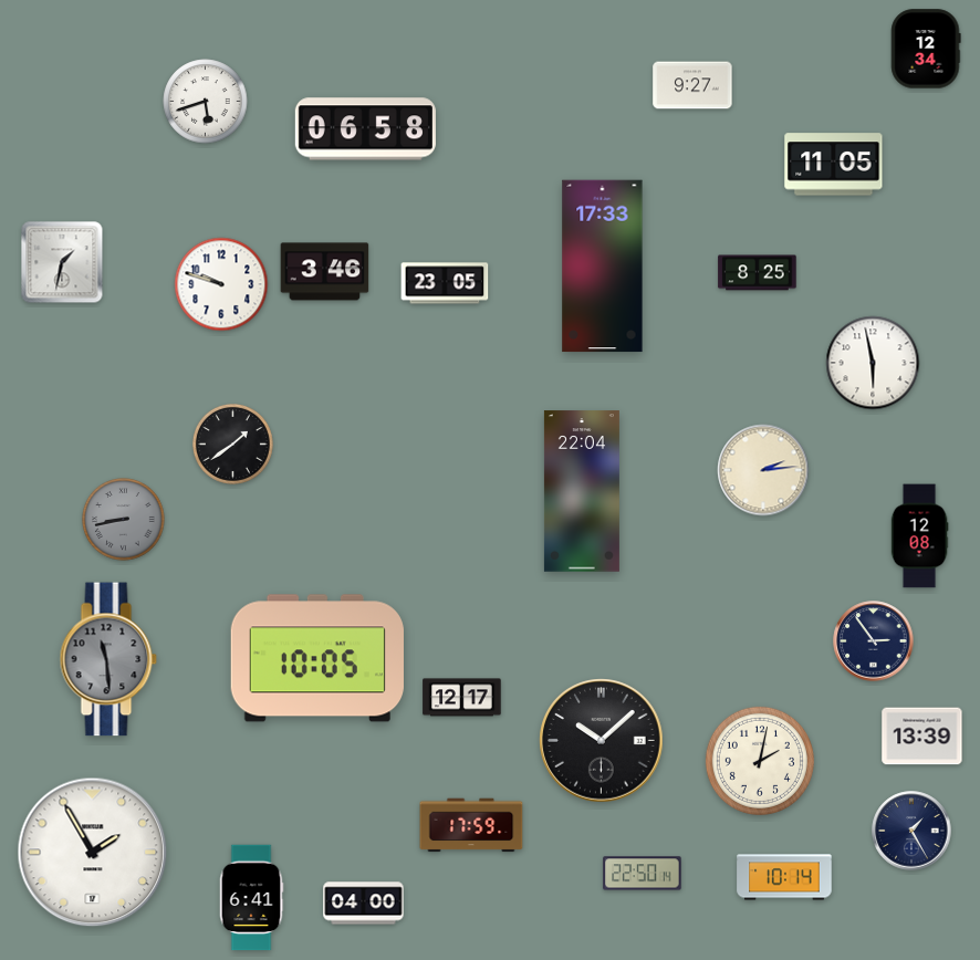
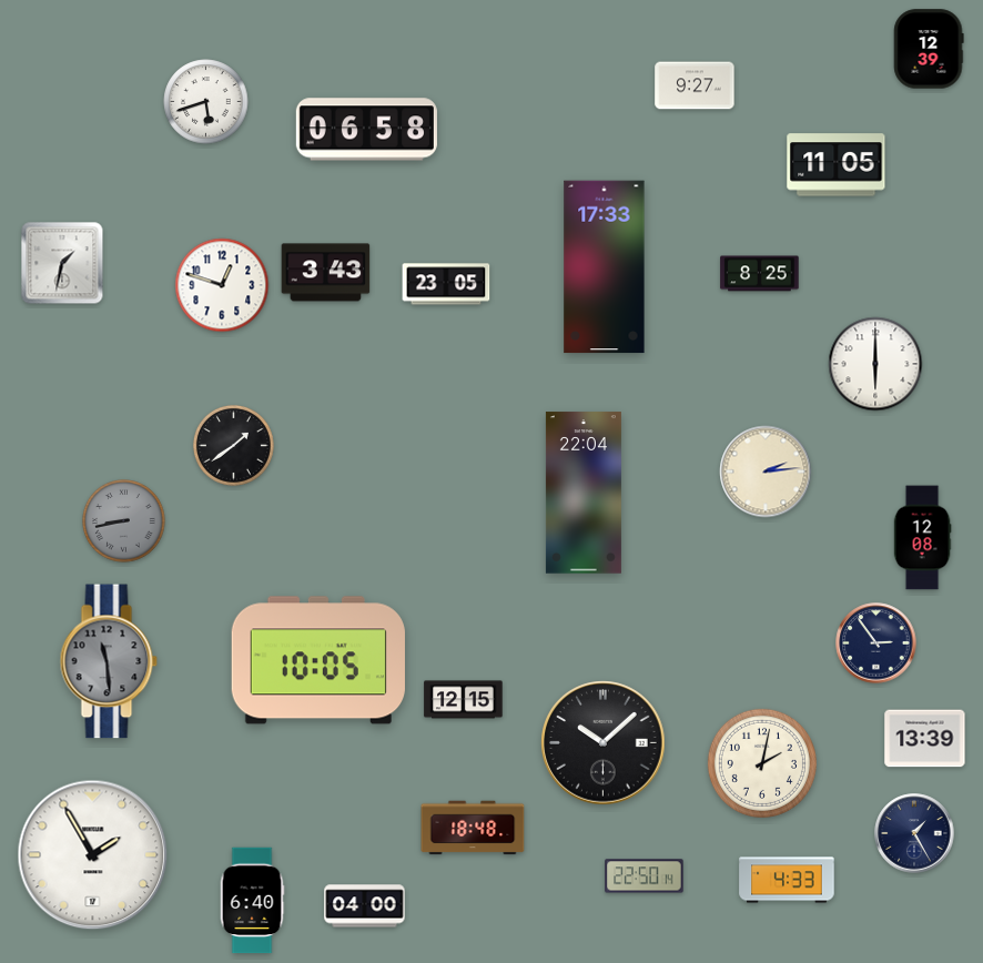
clock at (926, 49): 12:34 -> 12:39
clock at (325, 272): 3:46 -> 3:43
clock at (221, 284): 9:48 -> 12:48
clock at (873, 363): 5:58 -> 6:00
clock at (462, 698): 12:17 -> 12:15
clock at (471, 825): 17:59 -> 18:48
clock at (784, 877): 10:14 -> 4:33
clock at (251, 898): 6:41 -> 6:40
